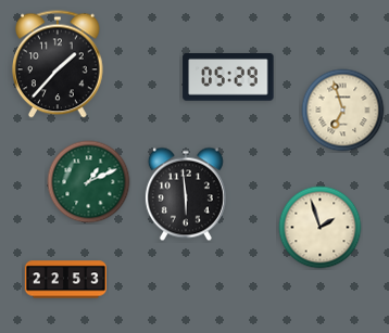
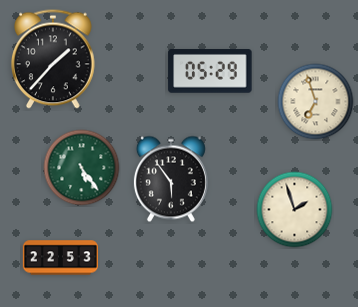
clock at (89, 182): 1:11 -> 5:24
clock at (186, 194): 5:59 -> 5:54
